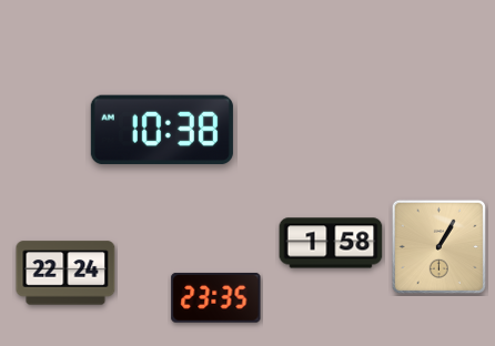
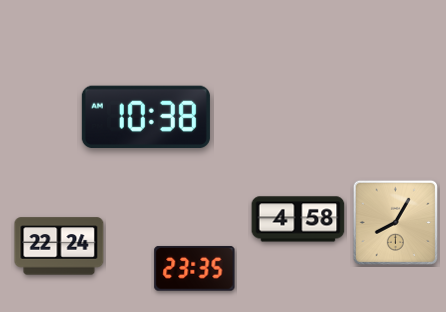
clock at (331, 243): 1:58 -> 4:58
clock at (438, 246): 1:05 -> 8:05
